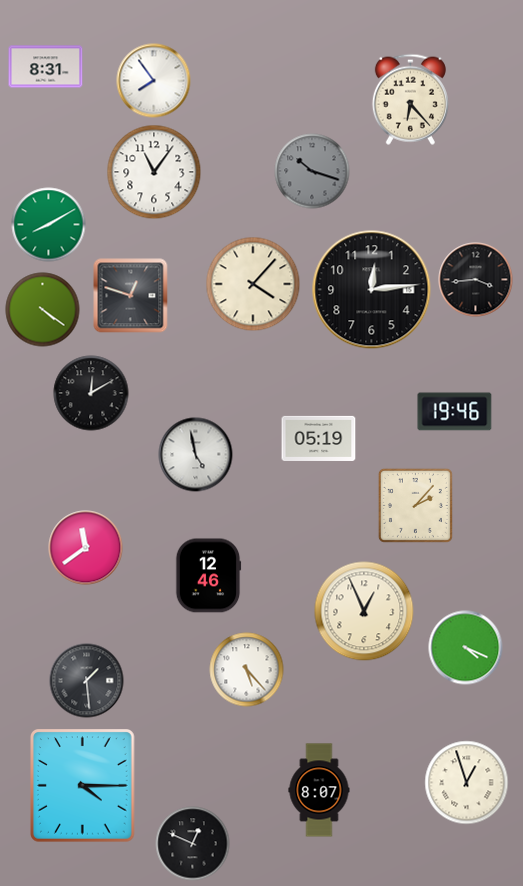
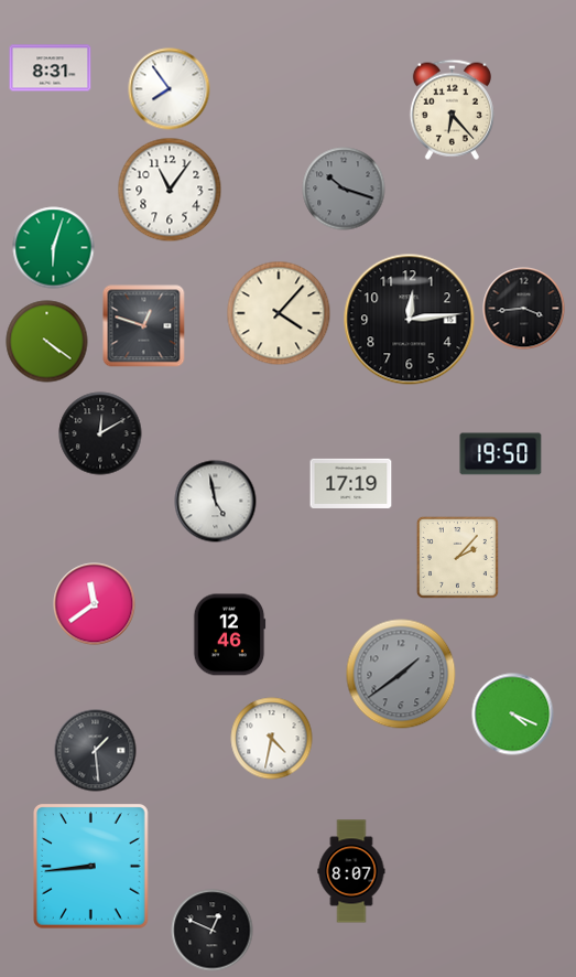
clock at (46, 67) position: (46, 67) -> (51, 68)
clock at (49, 225): 8:10 -> 6:03
clock at (455, 412): 19:46 -> 19:50
clock at (319, 438): 05:19 -> 17:19
clock at (364, 611): 12:56 -> 1:39
clock at (364, 611) dial: cream -> grey
clock at (247, 670): 5:23 -> 4:32
clock at (467, 783): 12:57 -> none
clock at (83, 786): 4:15 -> 8:44
